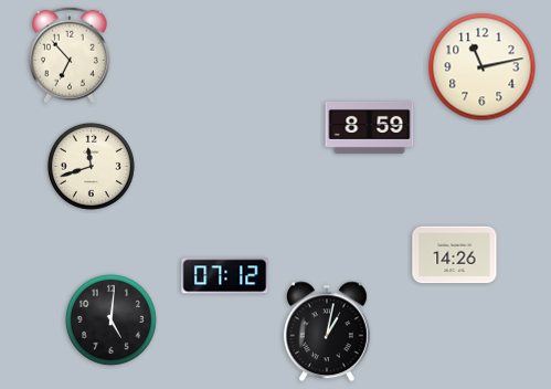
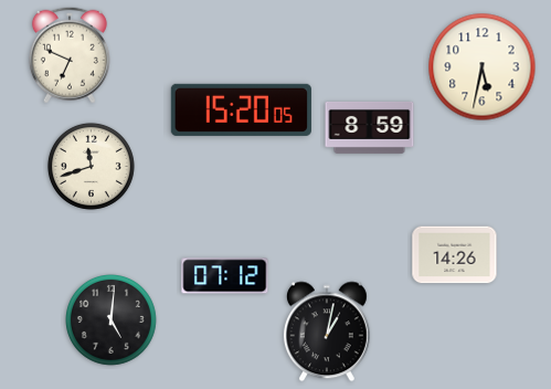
clock at (70, 55): 6:53 -> 6:49
clock at (483, 67): 11:13 -> 5:32
clock at (241, 109): none -> 15:20
